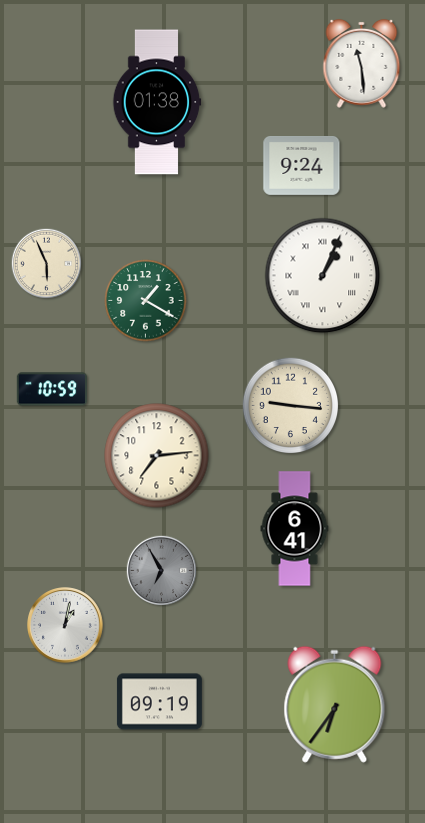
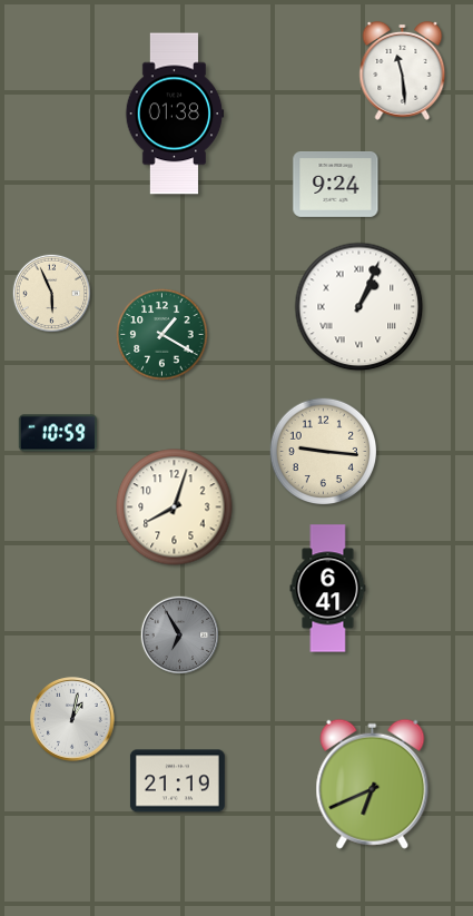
clock at (157, 456): 7:14 -> 8:03
clock at (65, 625) position: (65, 625) -> (72, 719)
clock at (159, 702): 09:19 -> 21:19
clock at (335, 704): 6:36 -> 6:41
